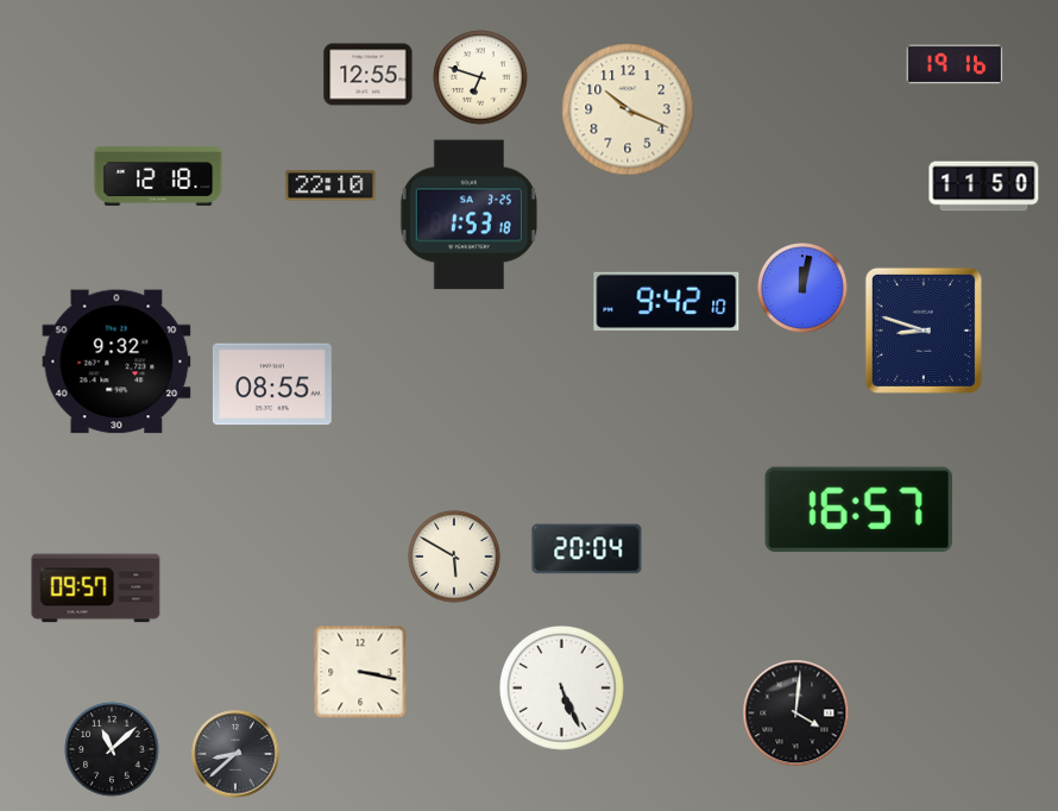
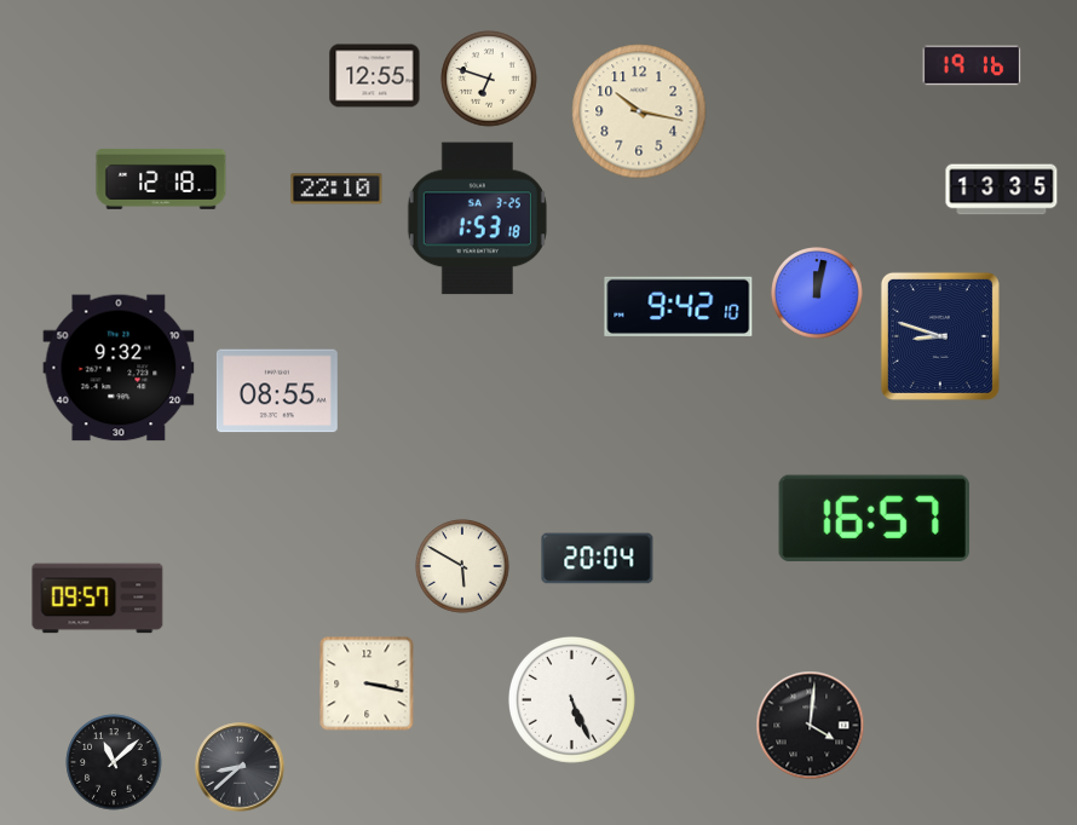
clock at (628, 109): 10:19 -> 10:17
clock at (984, 187): 11:50 -> 13:35
